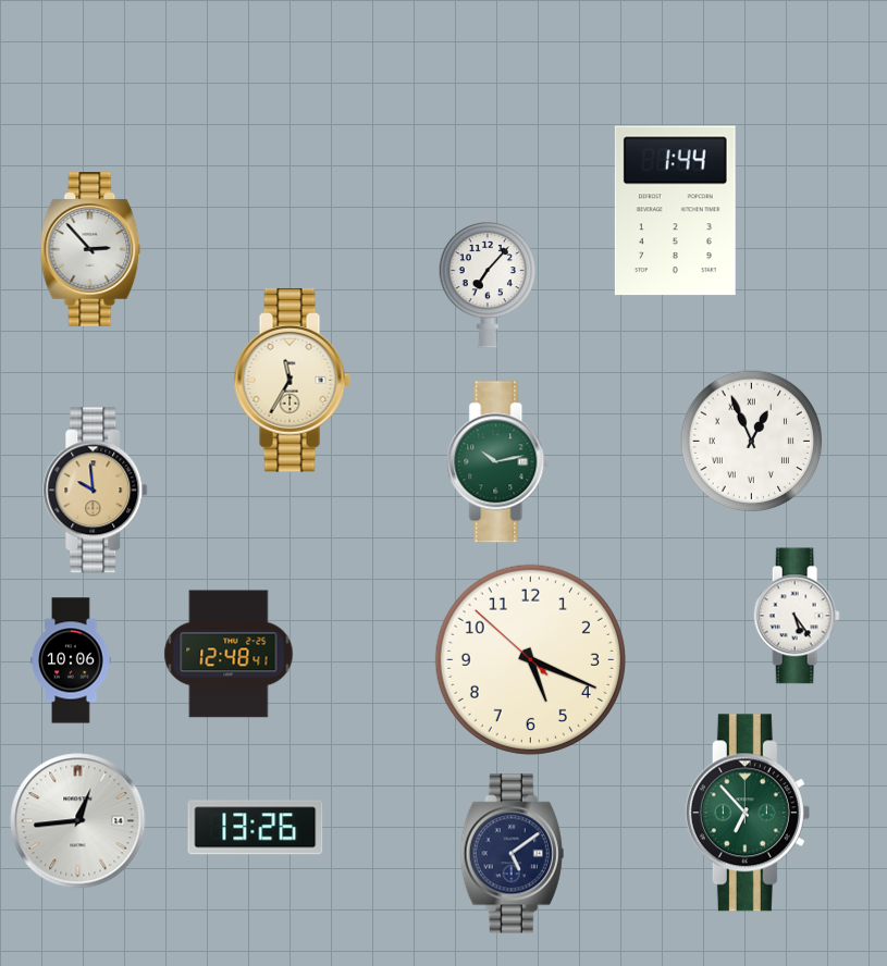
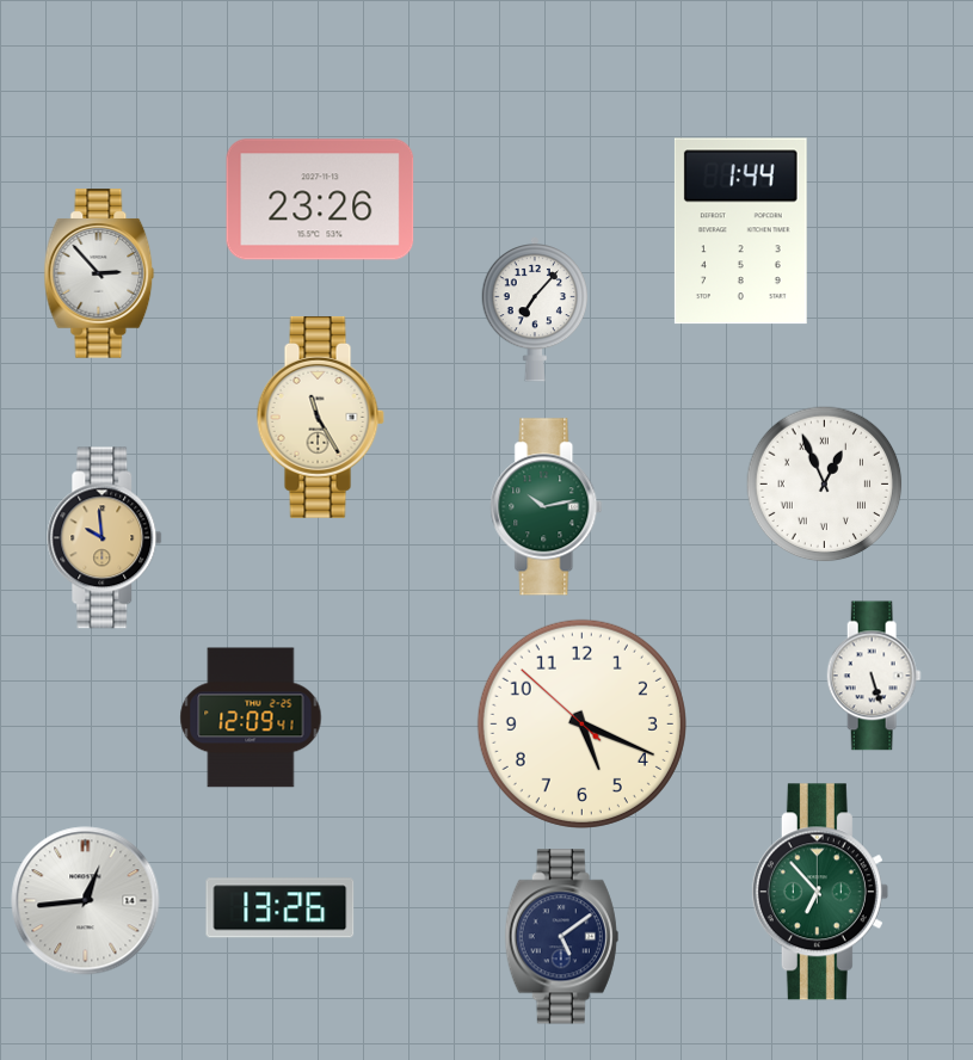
clock at (320, 199): none -> 23:26
clock at (292, 380): 11:35 -> 11:25
clock at (797, 616): 5:24 -> 5:27
clock at (229, 654): 12:48 -> 12:09
clock at (71, 660): 10:06 -> none
